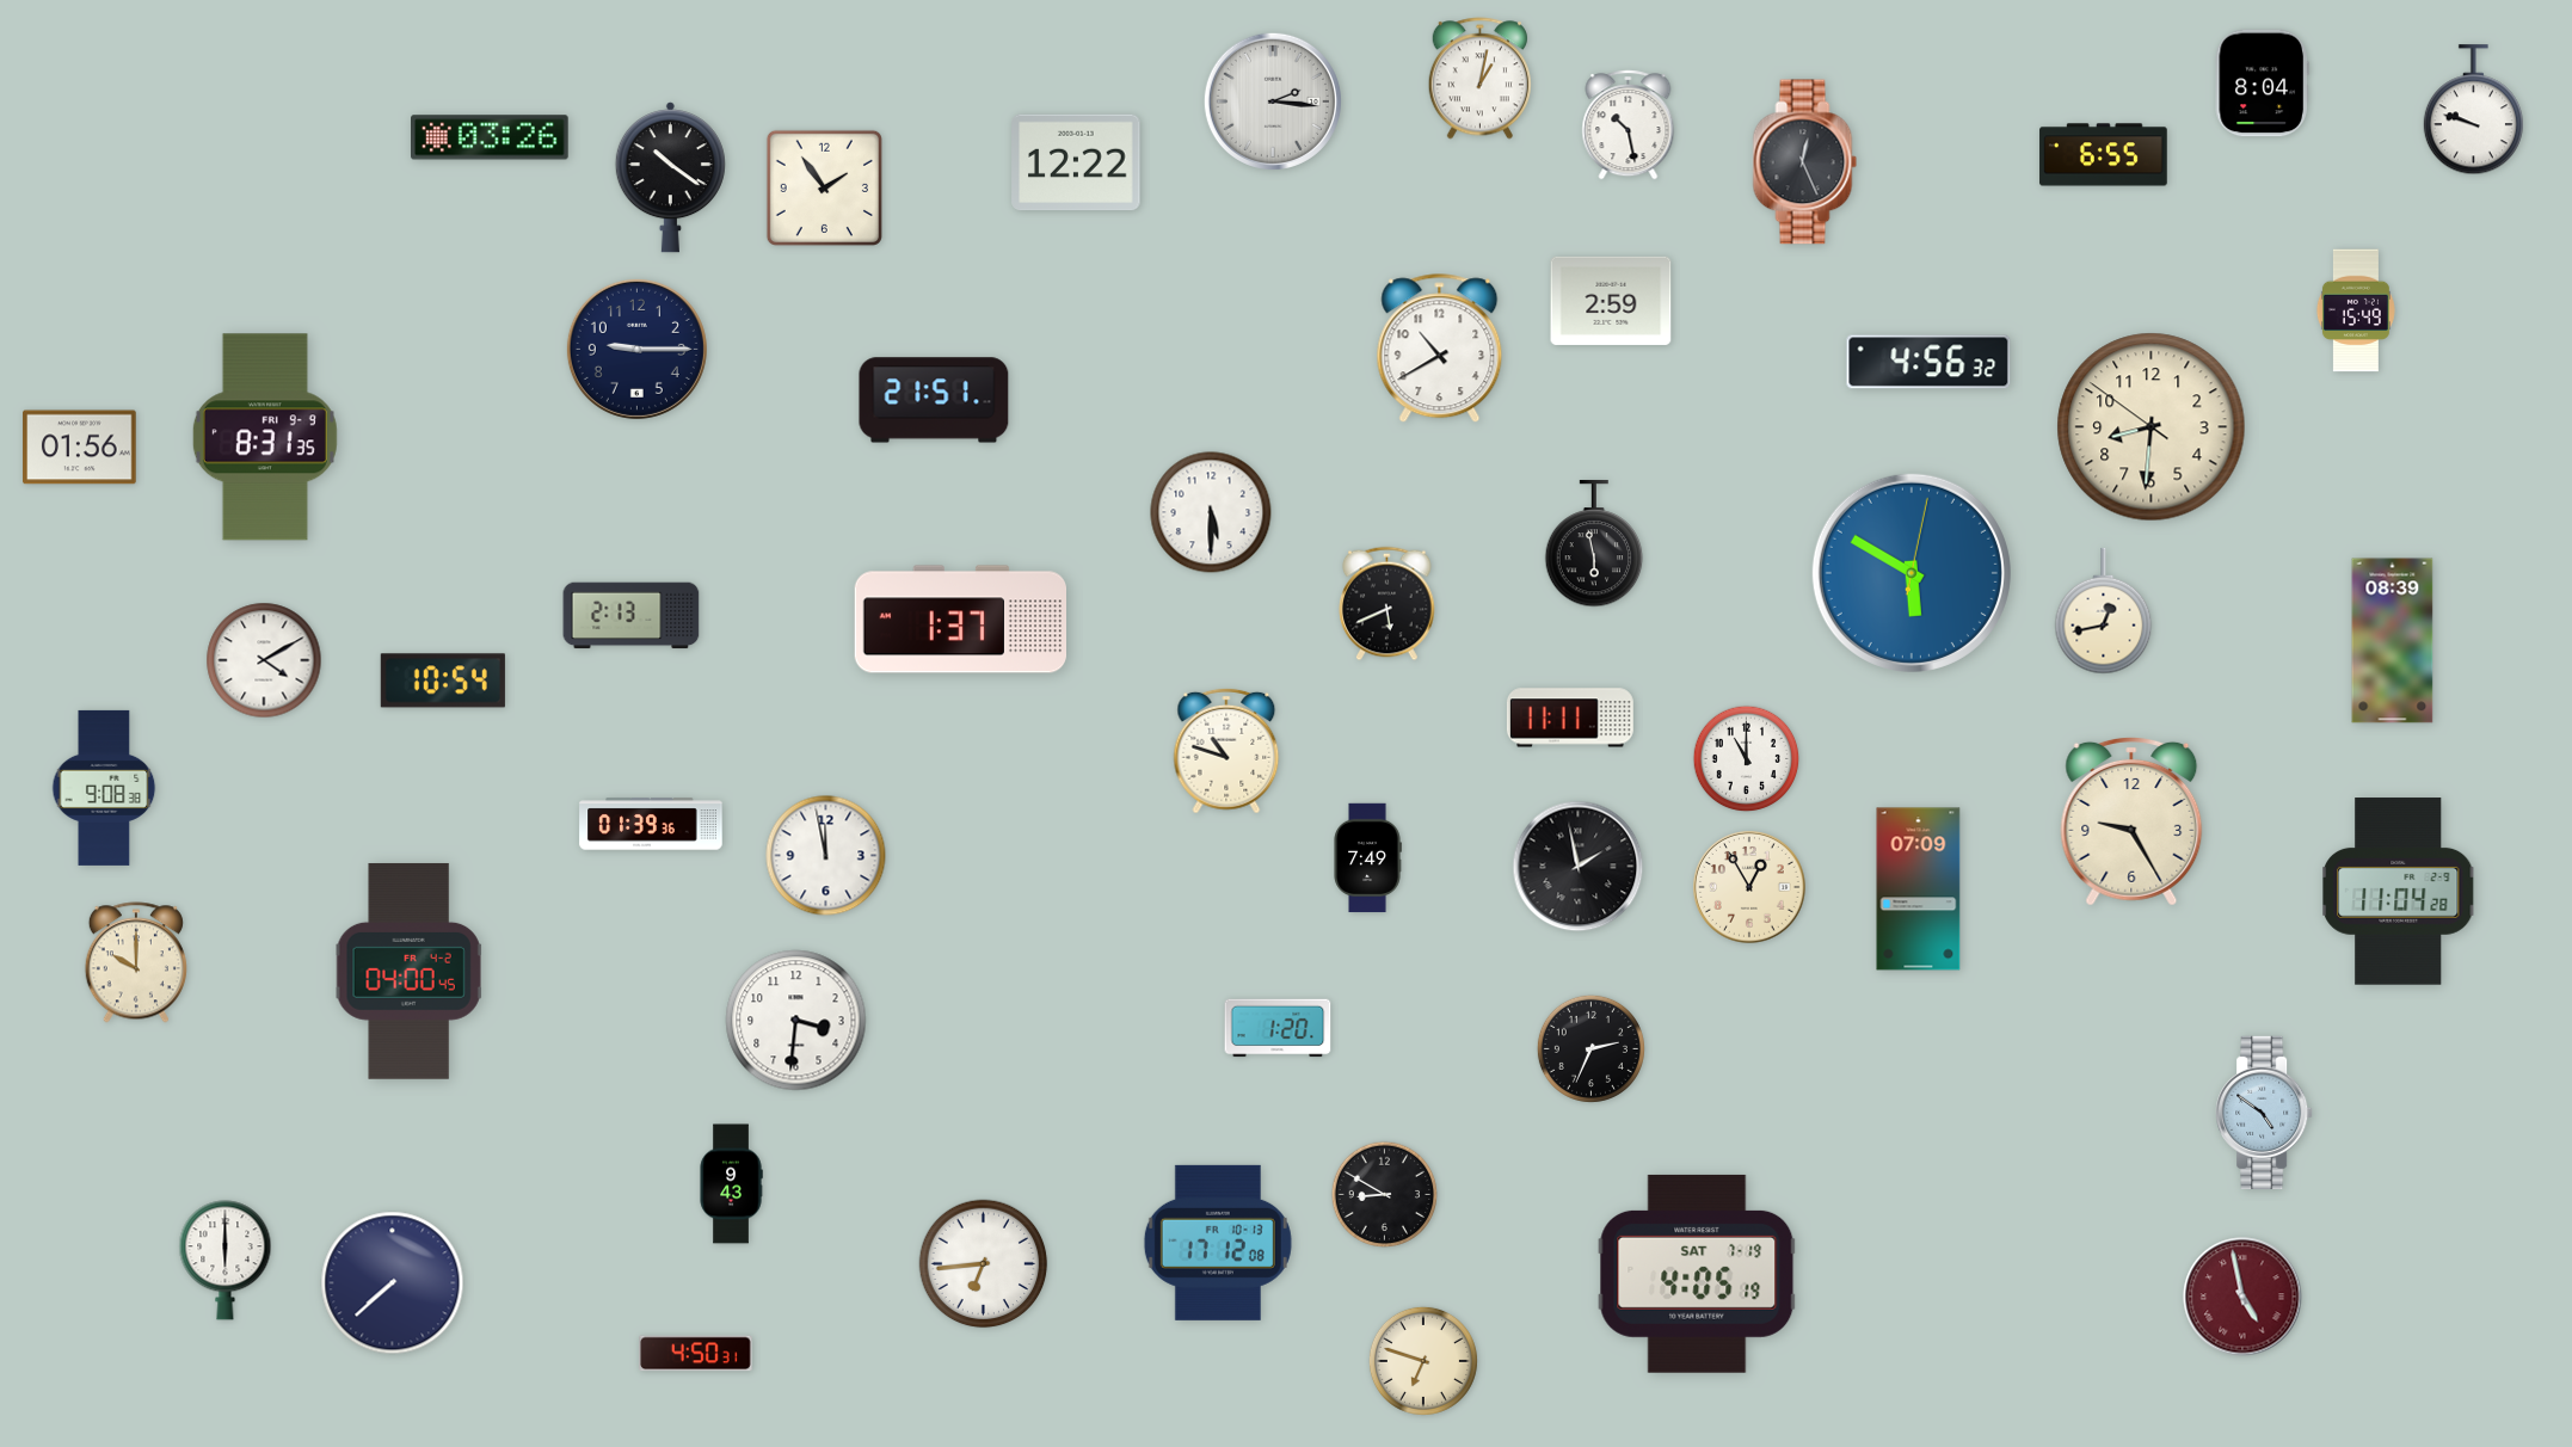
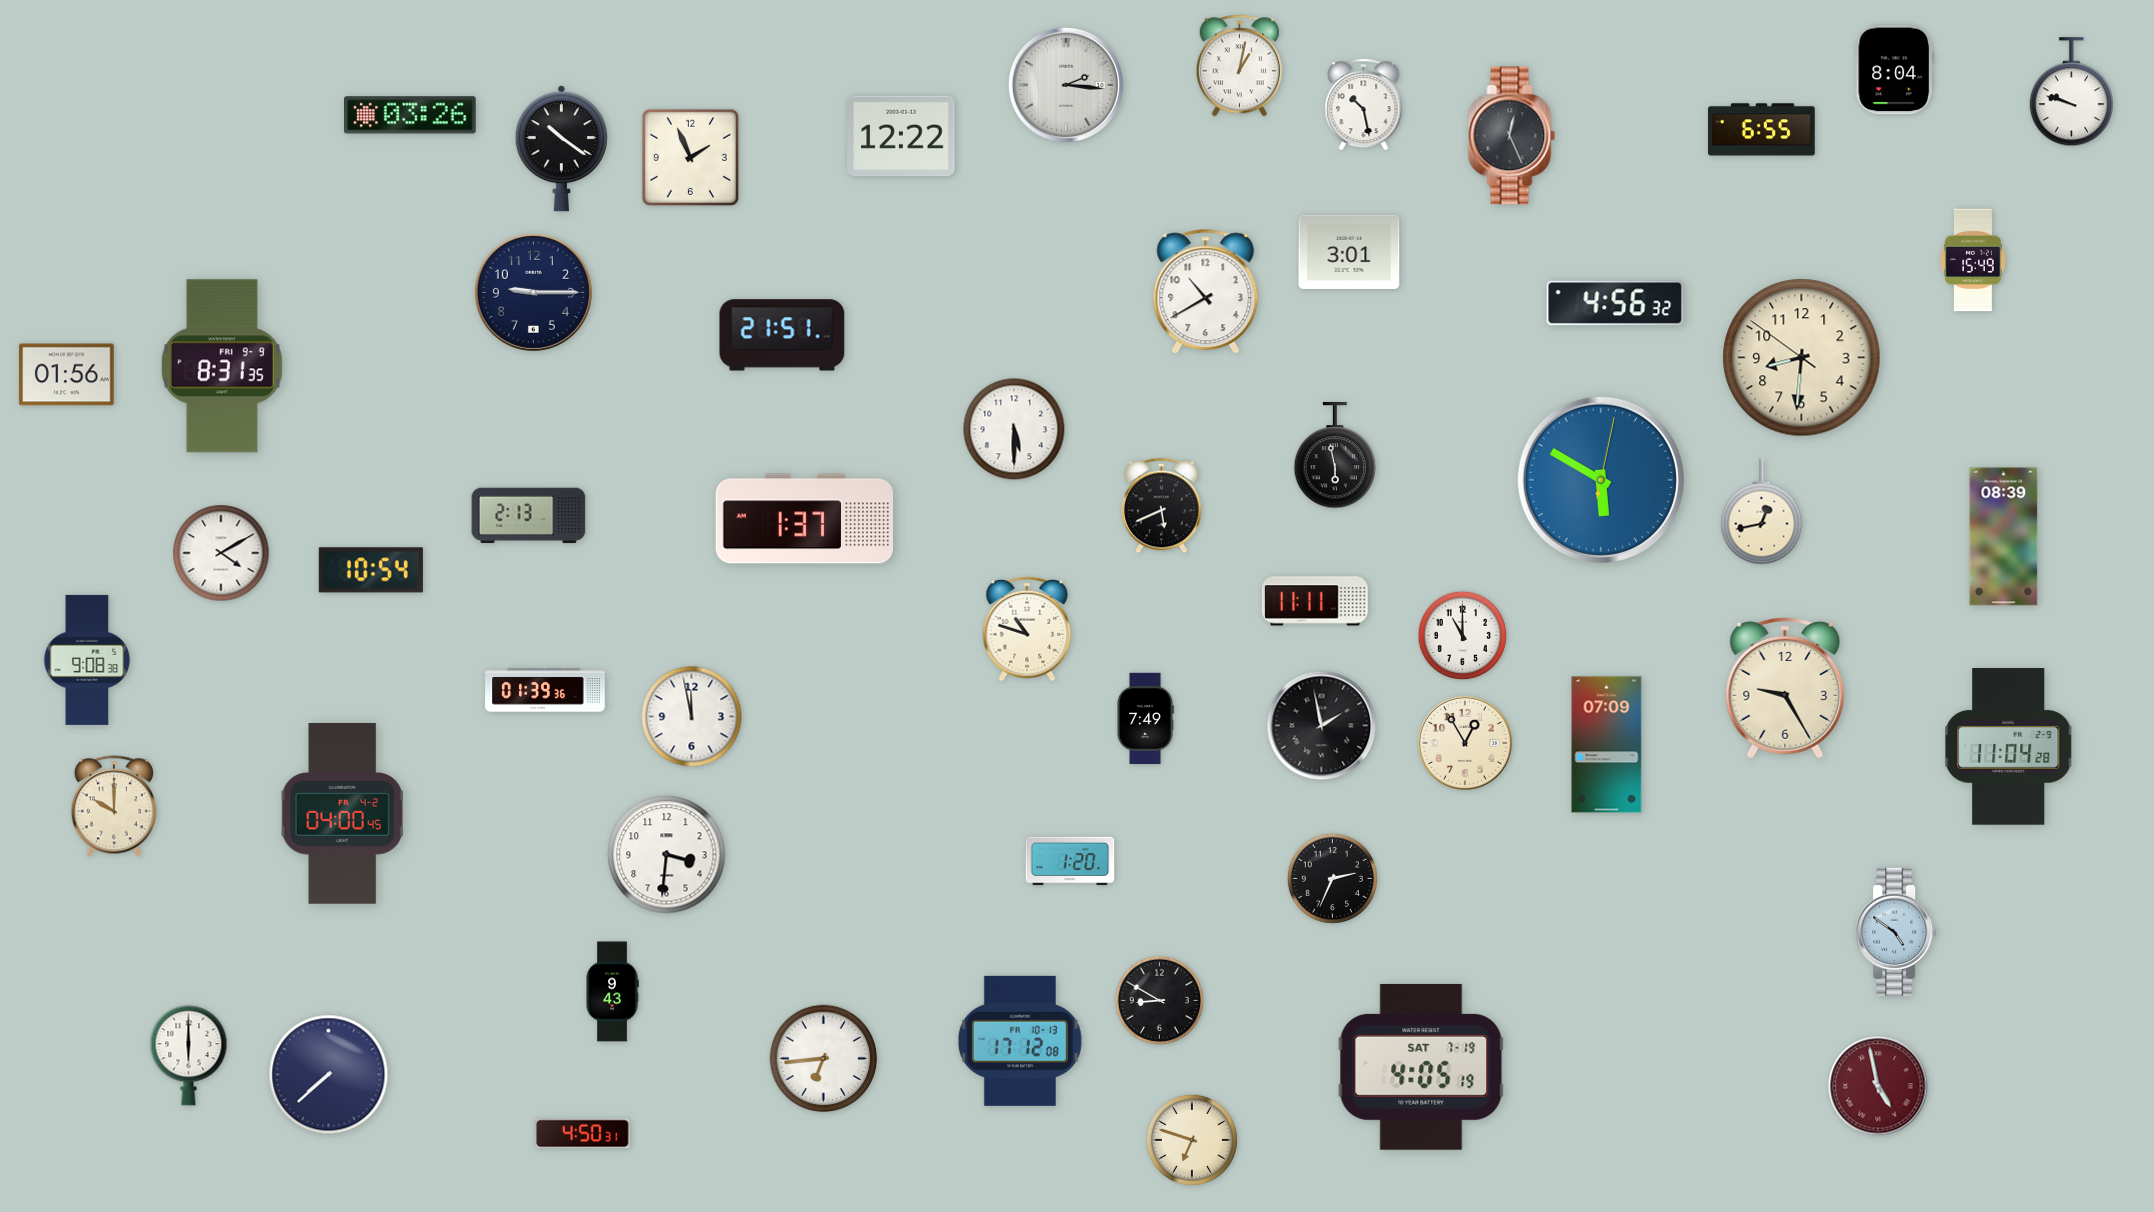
clock at (824, 187): 1:54 -> 1:56
clock at (1611, 301): 2:59 -> 3:01
